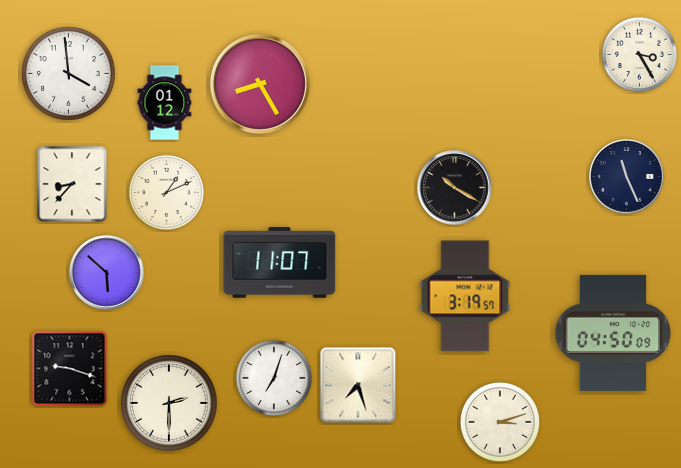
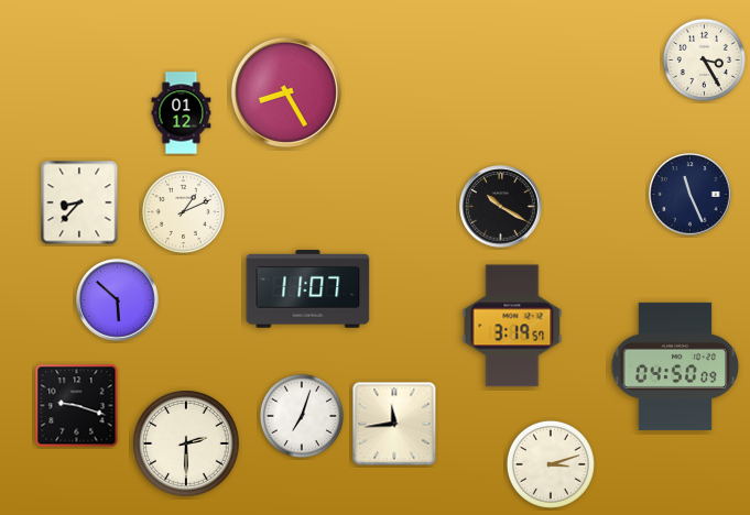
clock at (69, 74): 3:59 -> none
clock at (358, 385): 7:27 -> 11:44
